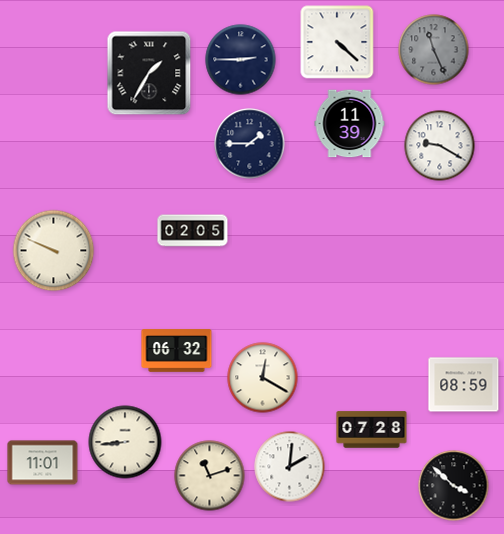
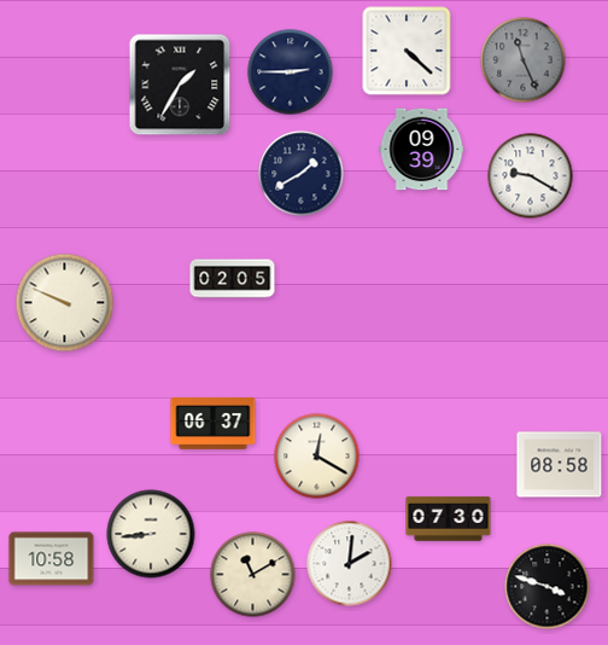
clock at (149, 73) position: (149, 73) -> (180, 85)
clock at (350, 124): 11:39 -> 09:39
clock at (250, 144): 1:45 -> 1:40
clock at (177, 351): 06:32 -> 06:37
clock at (464, 385): 08:59 -> 08:58
clock at (372, 430): 07:28 -> 07:30
clock at (43, 463): 11:01 -> 10:58
clock at (210, 476): 11:12 -> 11:10
clock at (454, 486): 3:52 -> 3:48
